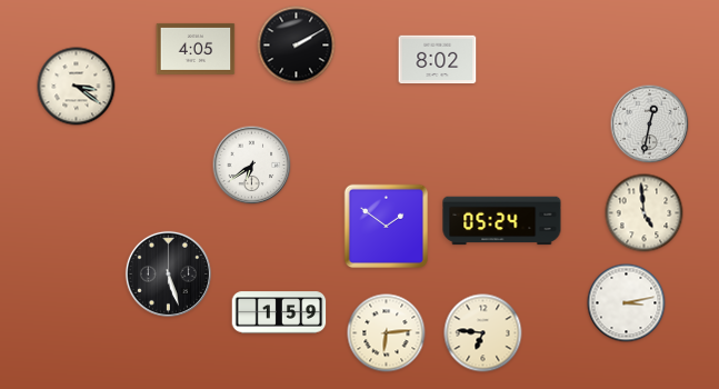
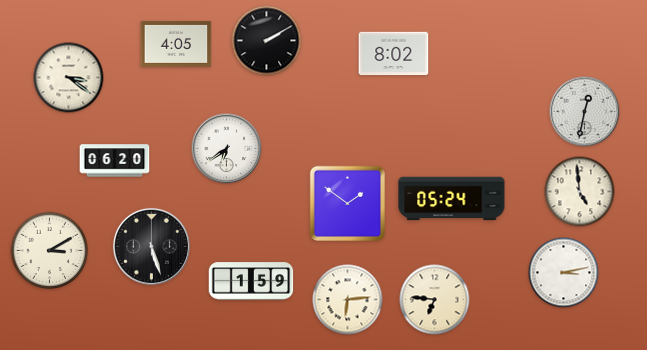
clock at (115, 161): none -> 06:20
clock at (50, 251): none -> 3:10
